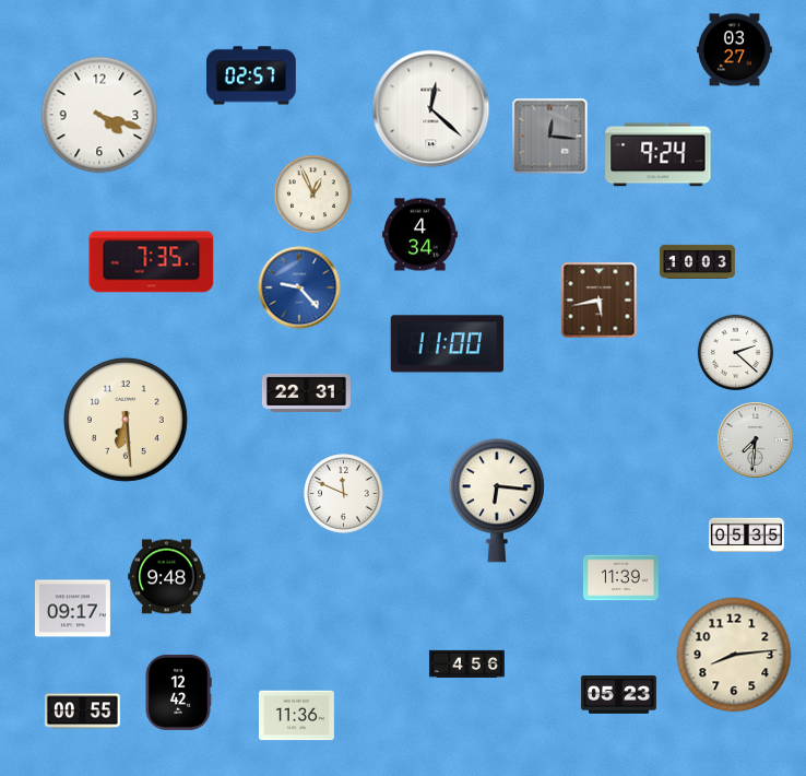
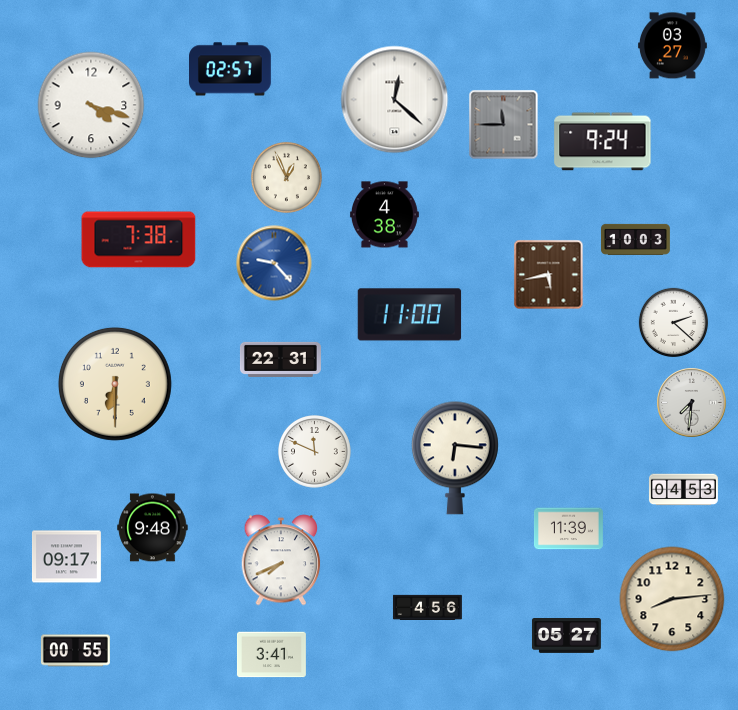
clock at (550, 137): 12:16 -> 11:45
clock at (419, 235): 4:34 -> 4:38
clock at (697, 261) position: (697, 261) -> (635, 239)
clock at (152, 262): 7:35 -> 7:38
clock at (126, 420): 6:29 -> 6:30
clock at (746, 536): 05:35 -> 04:53
clock at (281, 560): none -> 7:41
clock at (178, 692): 12:42 -> none
clock at (618, 695): 05:23 -> 05:27
clock at (296, 716): 11:36 -> 3:41
